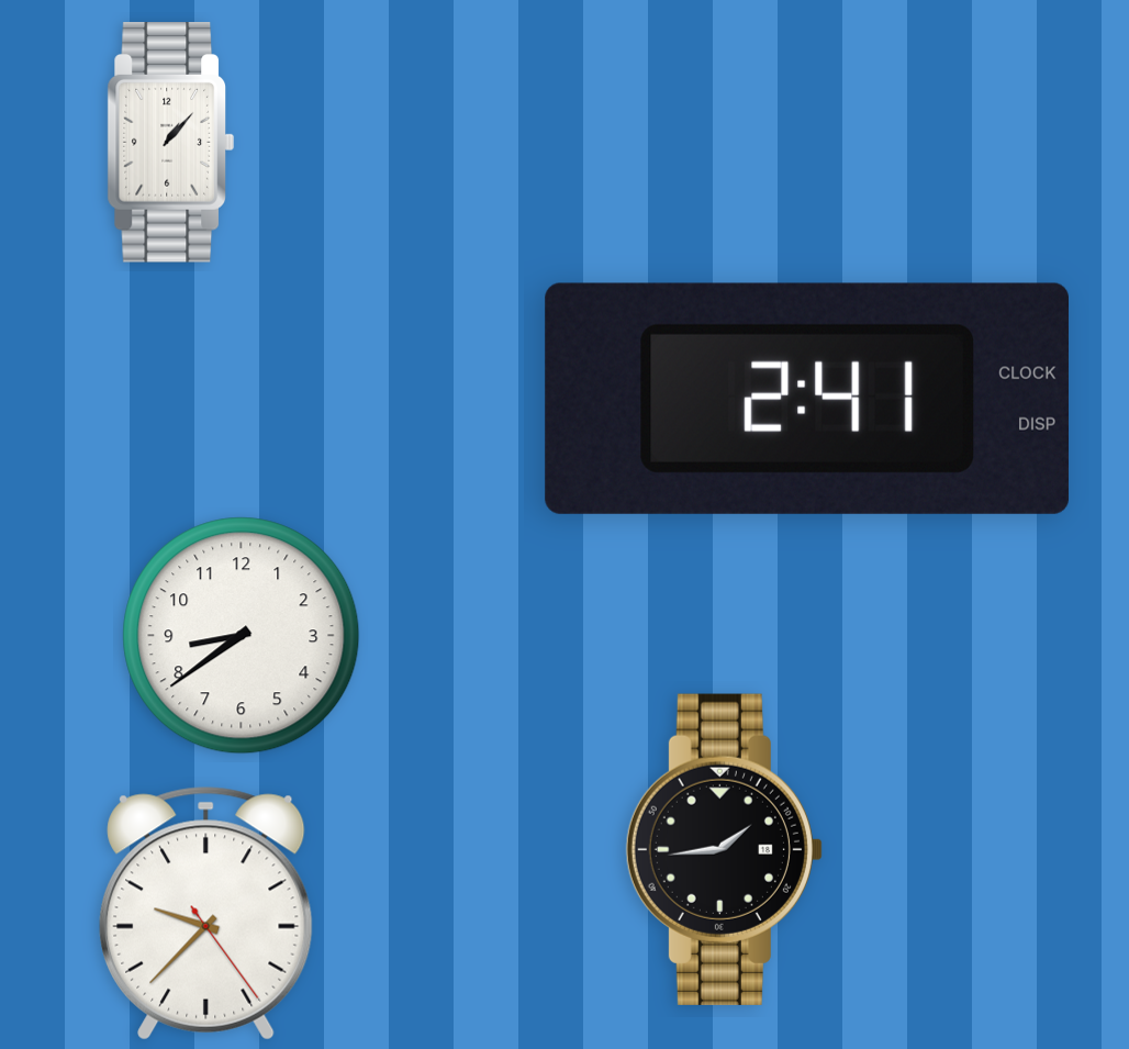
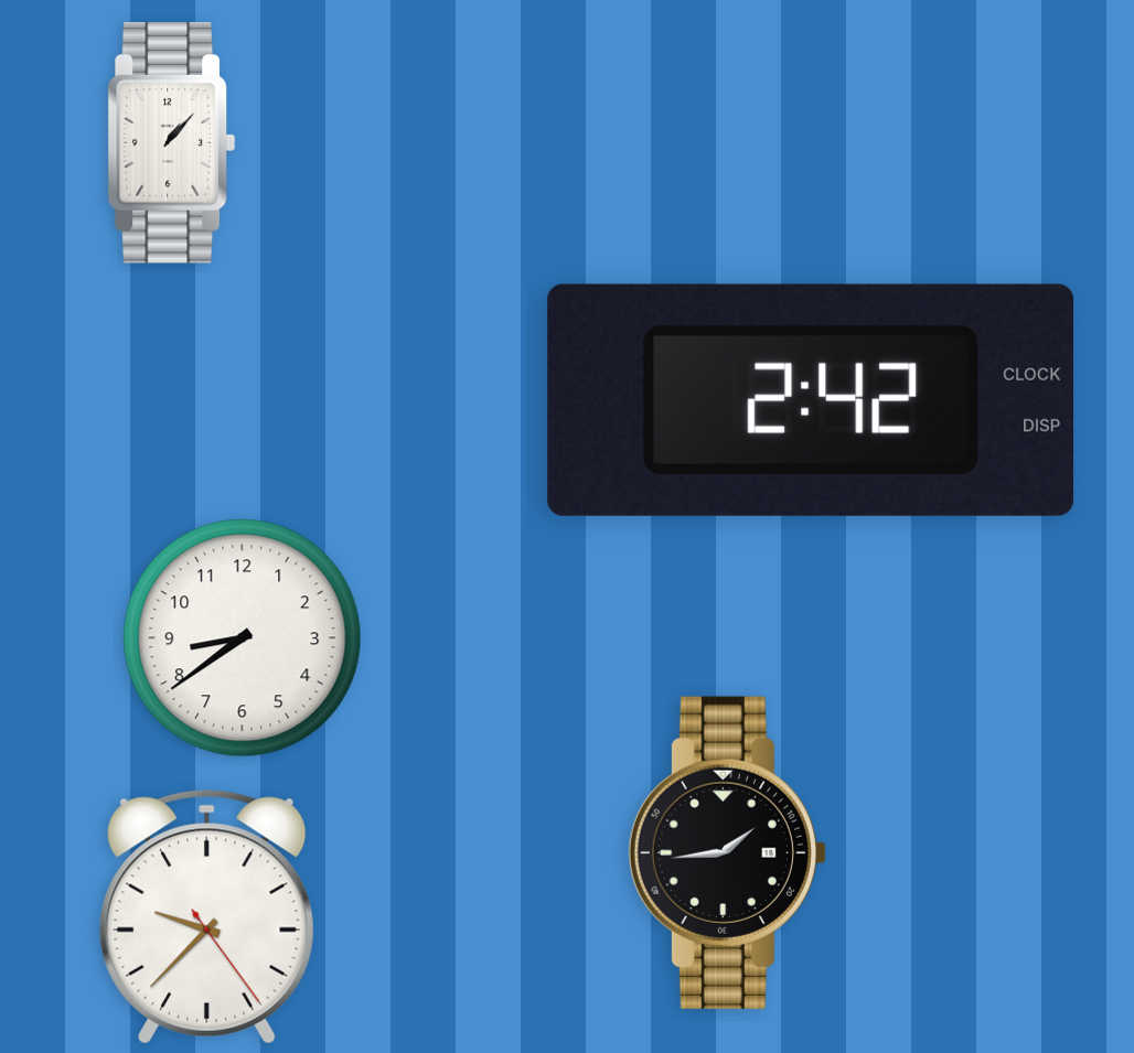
clock at (807, 399): 2:41 -> 2:42
